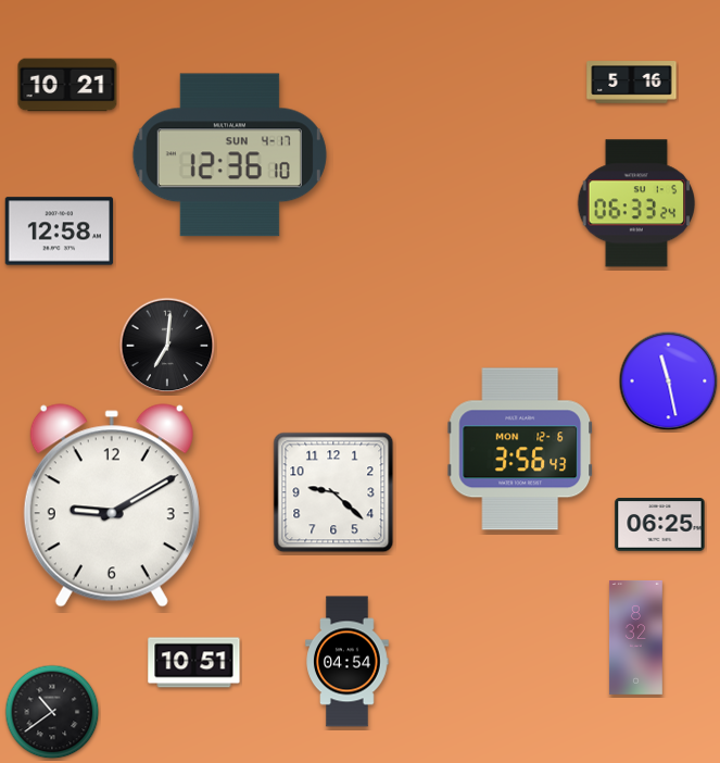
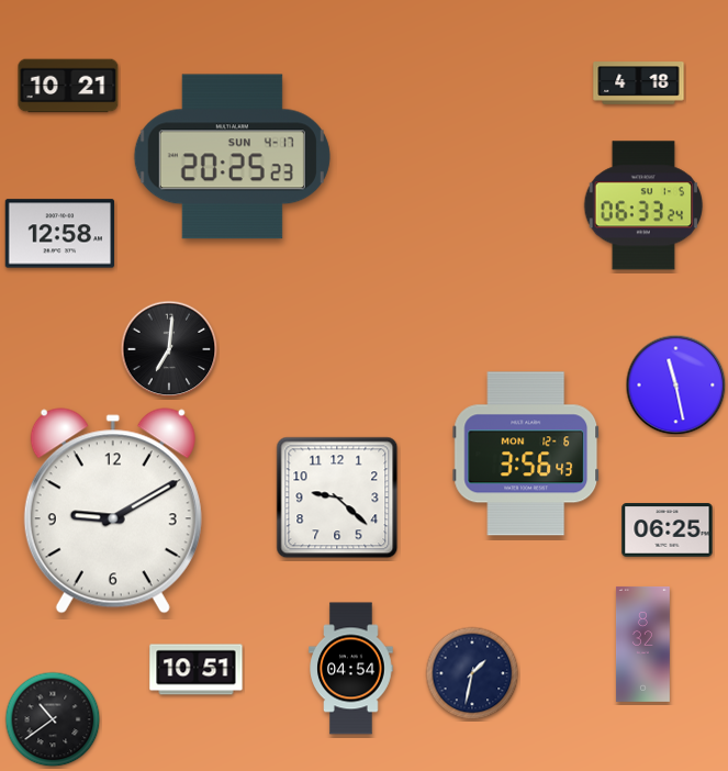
clock at (632, 83): 5:16 -> 4:18
clock at (229, 155): 12:36 -> 20:25
clock at (472, 673): none -> 1:32
